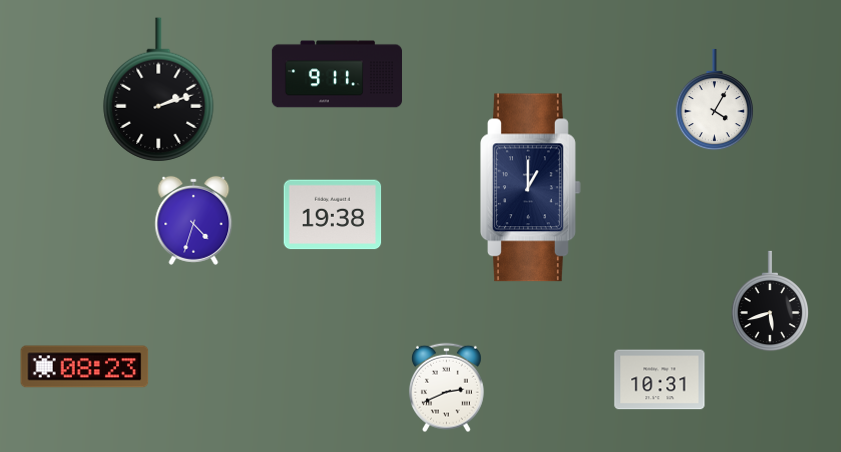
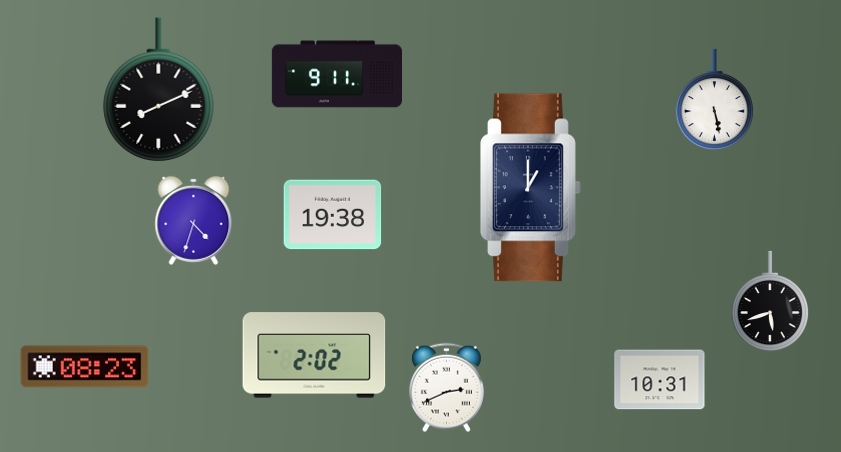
clock at (159, 90): 2:12 -> 8:11
clock at (714, 100): 4:05 -> 5:28
clock at (314, 355): none -> 2:02
